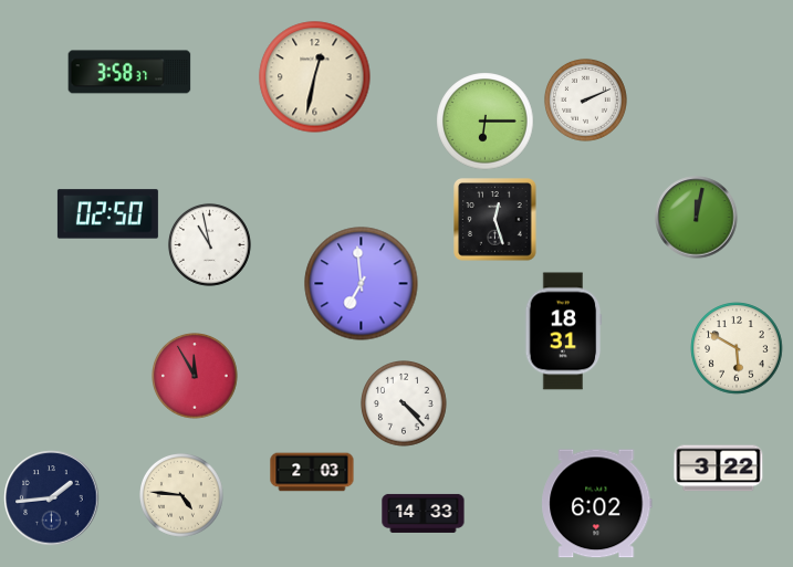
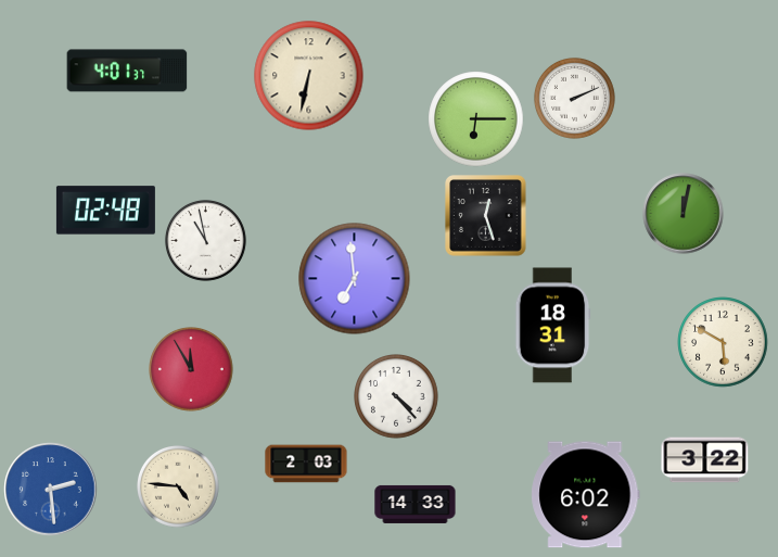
clock at (129, 72): 3:58 -> 4:01
clock at (315, 77): 12:32 -> 6:32
clock at (107, 214): 02:50 -> 02:48
clock at (52, 498): 1:44 -> 2:29
clock at (52, 498) dial: navy -> blue
